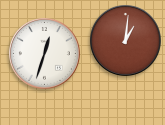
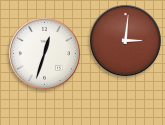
clock at (126, 41): 1:01 -> 3:01
